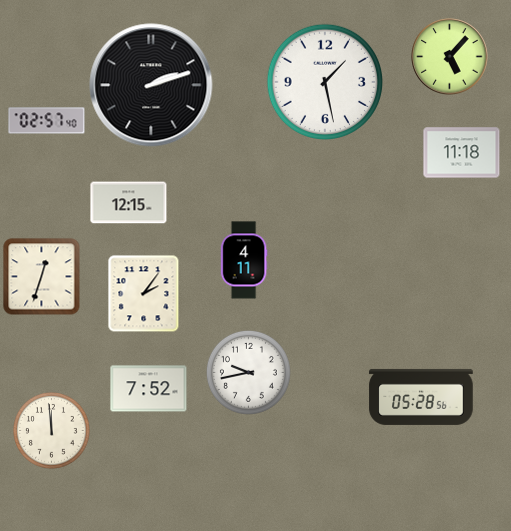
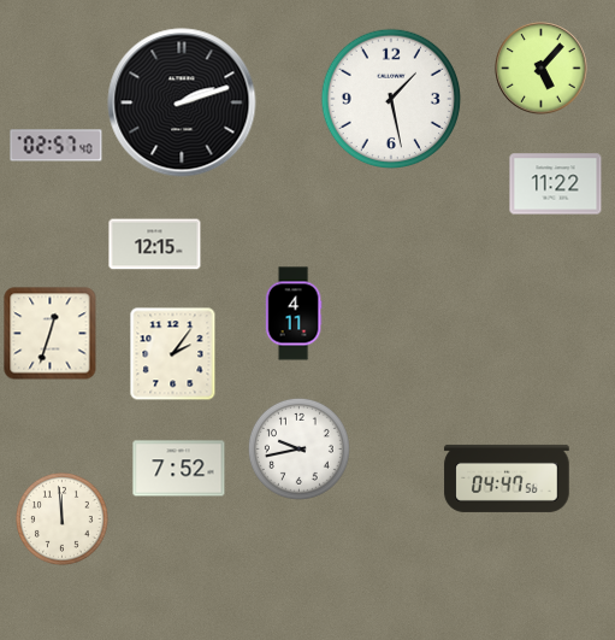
clock at (462, 153): 11:18 -> 11:22
clock at (421, 397): 05:28 -> 04:47
